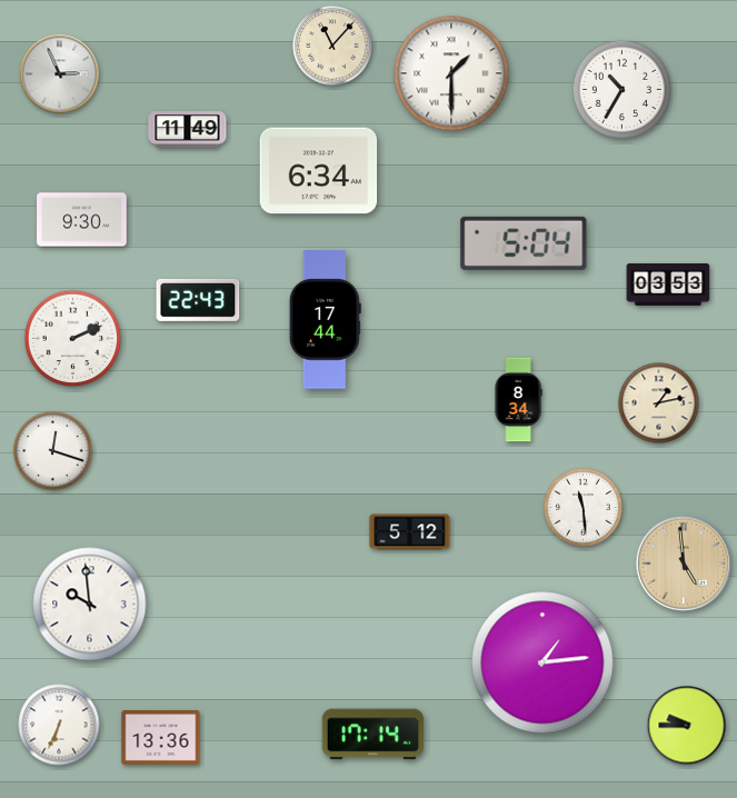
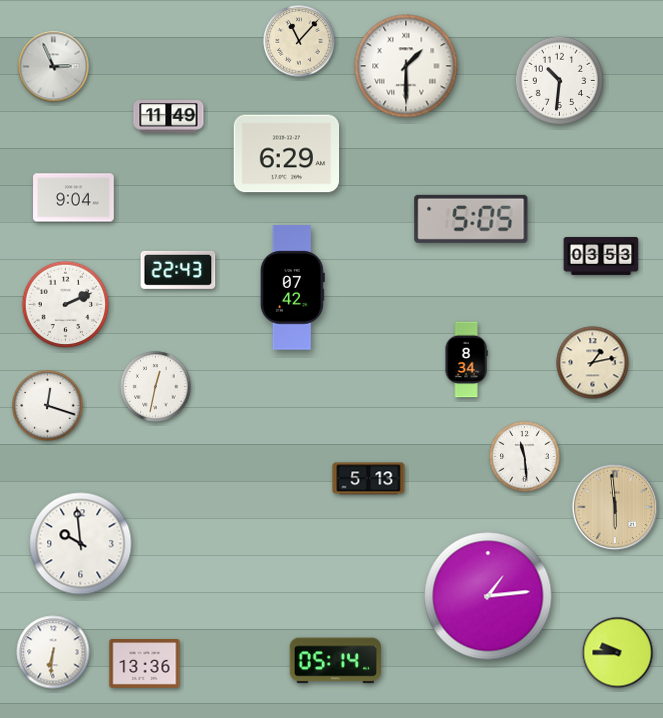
clock at (623, 90): 10:35 -> 10:31
clock at (319, 171): 6:34 -> 6:29
clock at (82, 220): 9:30 -> 9:04
clock at (524, 243): 5:04 -> 5:05
clock at (325, 320): 17:44 -> 07:42
clock at (156, 387): none -> 12:32
clock at (410, 532): 5:12 -> 5:13
clock at (684, 563): 4:59 -> 5:59
clock at (59, 725): 6:34 -> 6:31
clock at (372, 735): 17:14 -> 05:14
